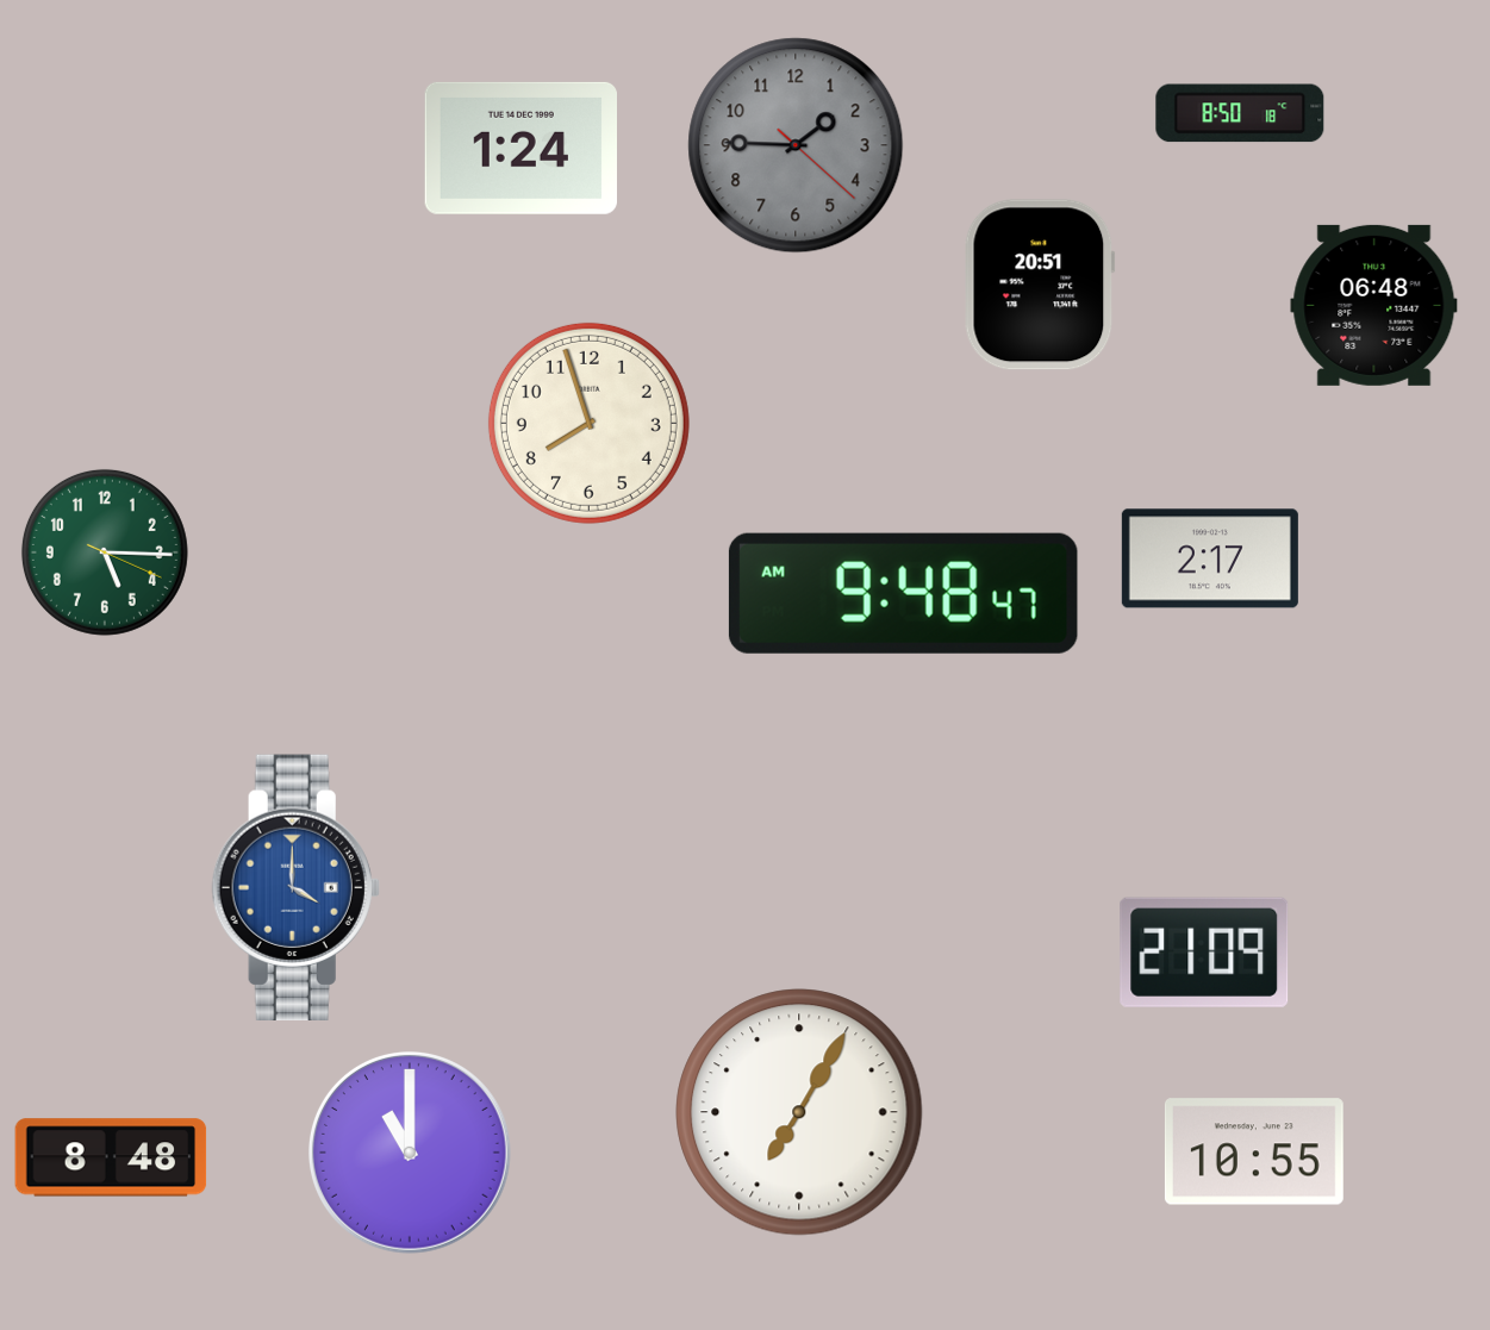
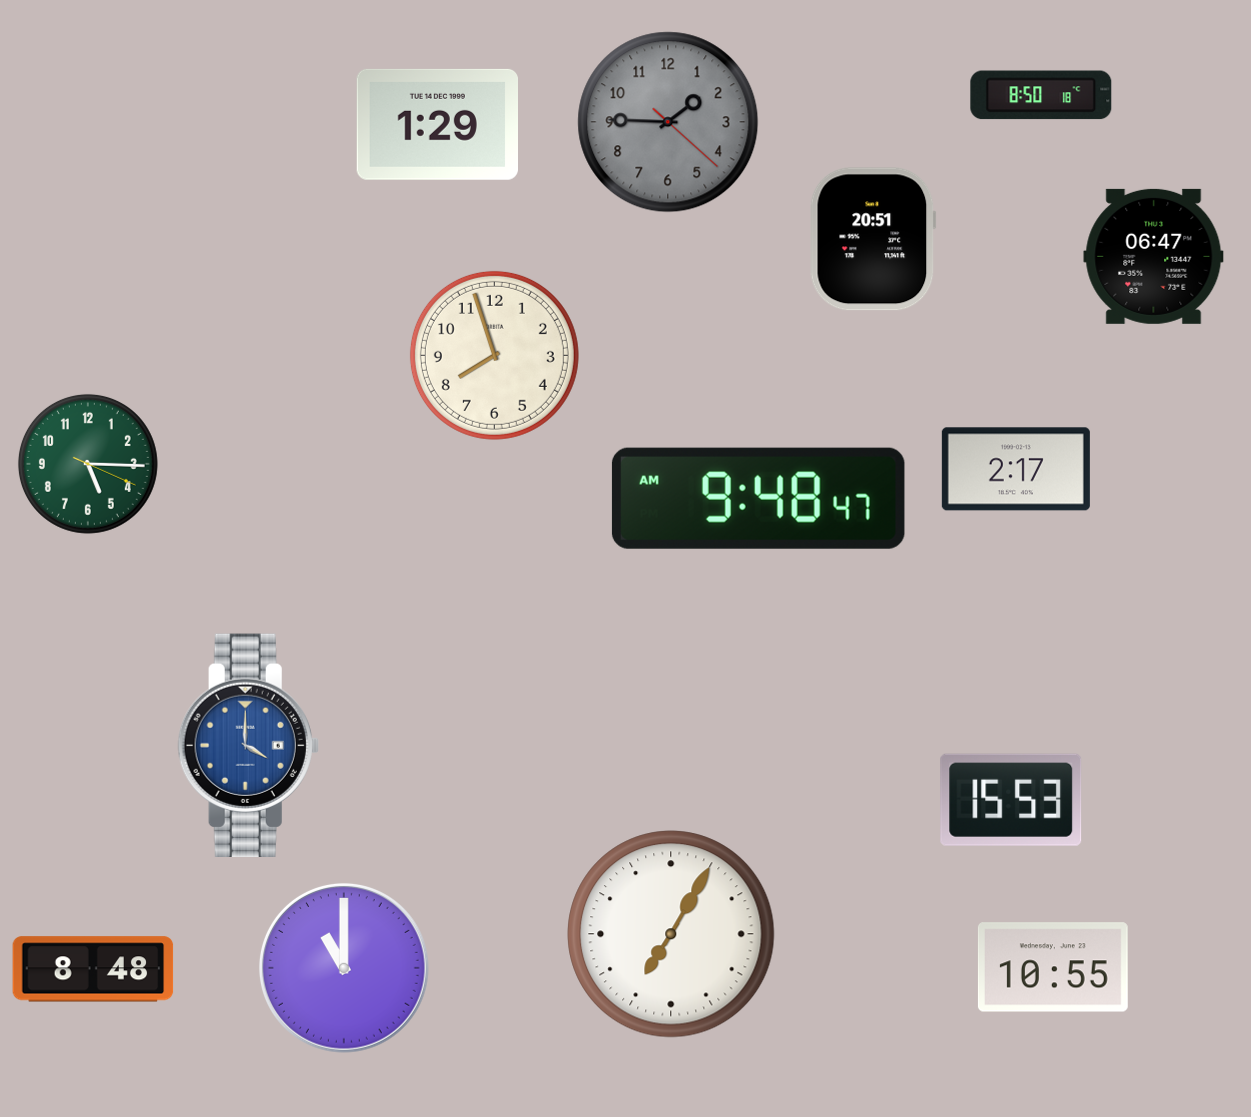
clock at (520, 148): 1:24 -> 1:29
clock at (1374, 305): 06:48 -> 06:47
clock at (1204, 953): 21:09 -> 15:53
clock at (111, 1157) position: (111, 1157) -> (93, 969)
